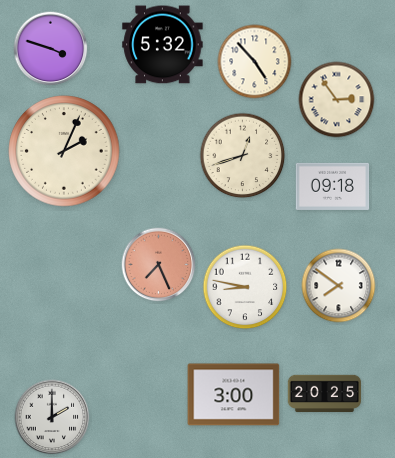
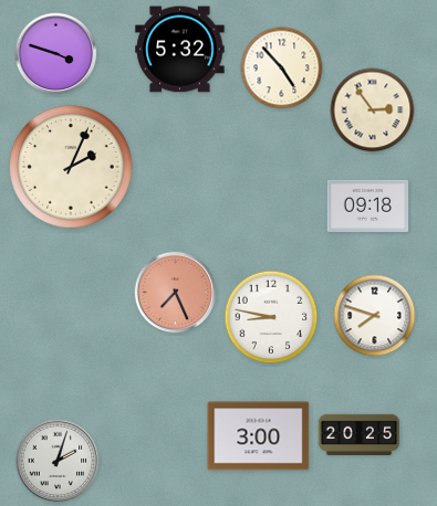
clock at (243, 156): 12:42 -> none
clock at (339, 286): 7:51 -> 7:48
clock at (52, 417): 2:00 -> 2:03
